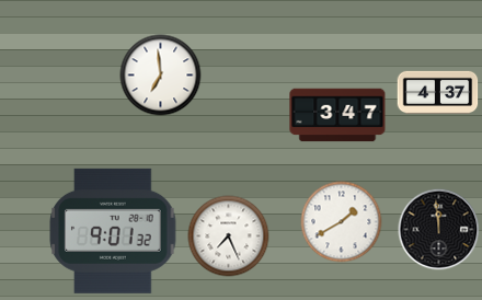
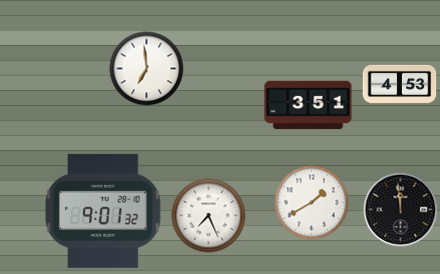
clock at (438, 92): 4:37 -> 4:53
clock at (337, 115): 3:47 -> 3:51
